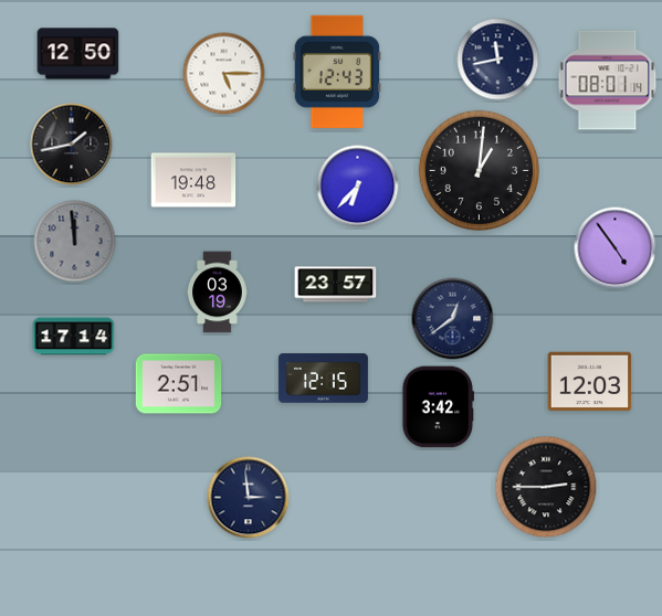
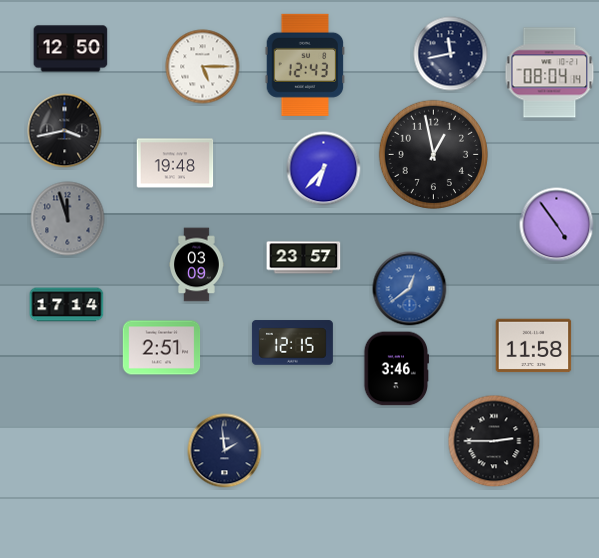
clock at (608, 81): 08:01 -> 08:04
clock at (72, 145): 1:43 -> 3:43
clock at (479, 170): 1:01 -> 12:58
clock at (75, 242): 11:59 -> 11:57
clock at (218, 293): 03:19 -> 03:09
clock at (453, 319) dial: navy -> blue
clock at (590, 382): 12:03 -> 11:58
clock at (438, 407): 3:42 -> 3:46
clock at (249, 498): 2:59 -> 1:59
